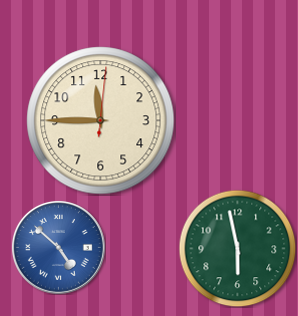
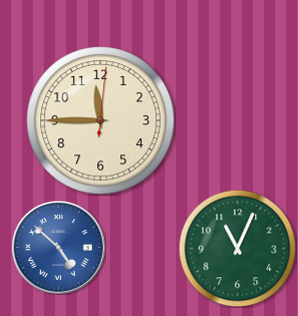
clock at (237, 248): 5:58 -> 11:04
